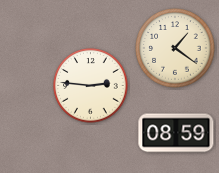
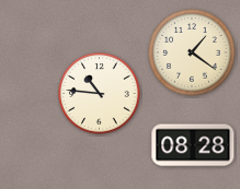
clock at (91, 86): 2:46 -> 10:46
clock at (176, 133): 08:59 -> 08:28
